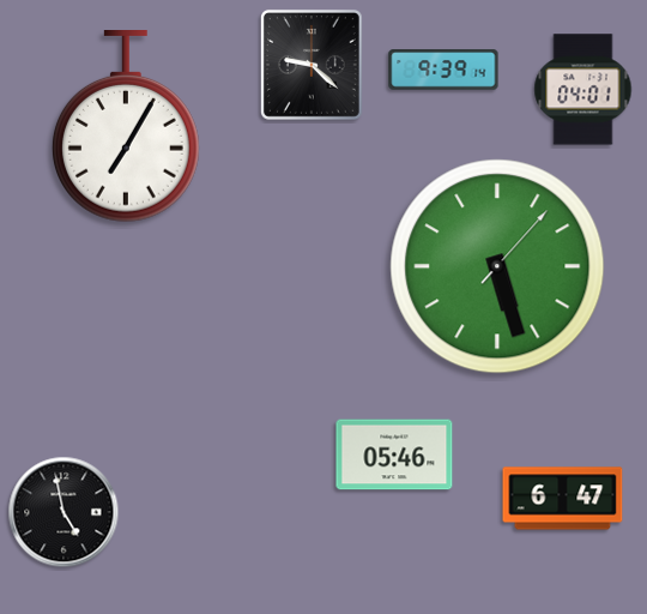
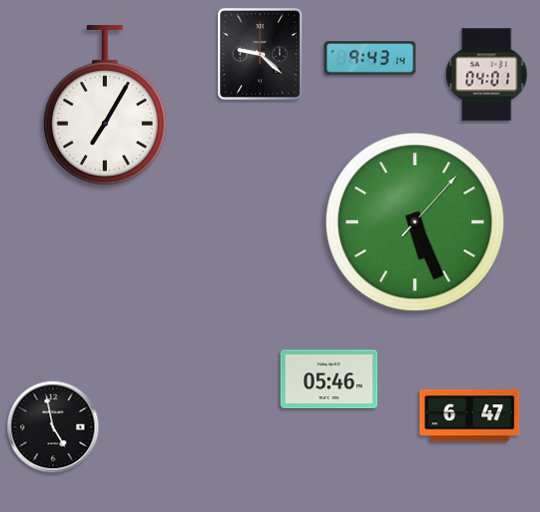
clock at (443, 70): 9:39 -> 9:43
clock at (497, 266): 5:27 -> 5:26
